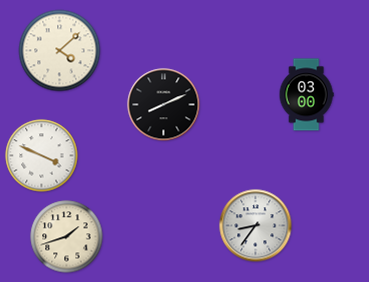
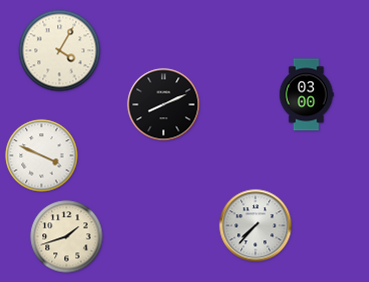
clock at (60, 51): 4:08 -> 4:05
clock at (256, 226): 8:36 -> 7:37
